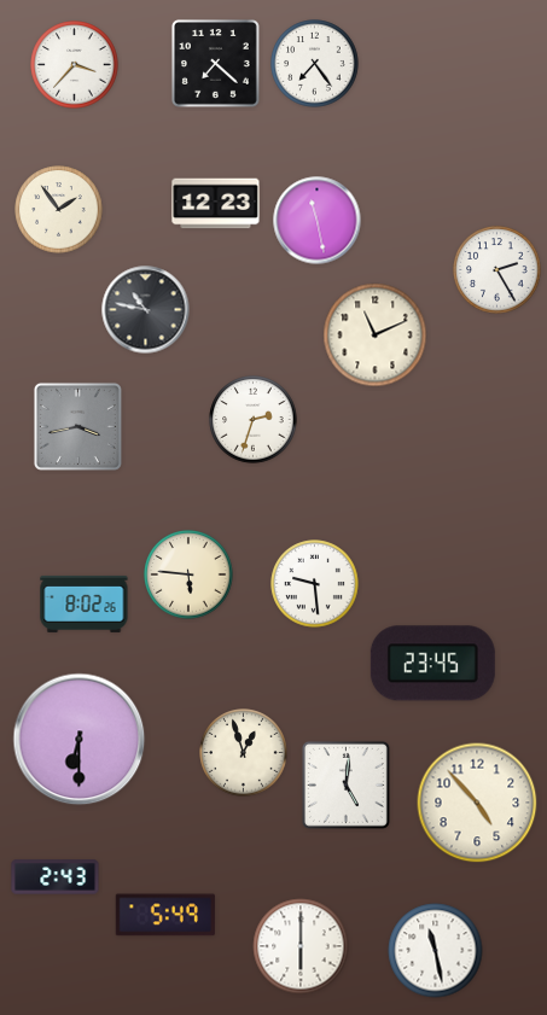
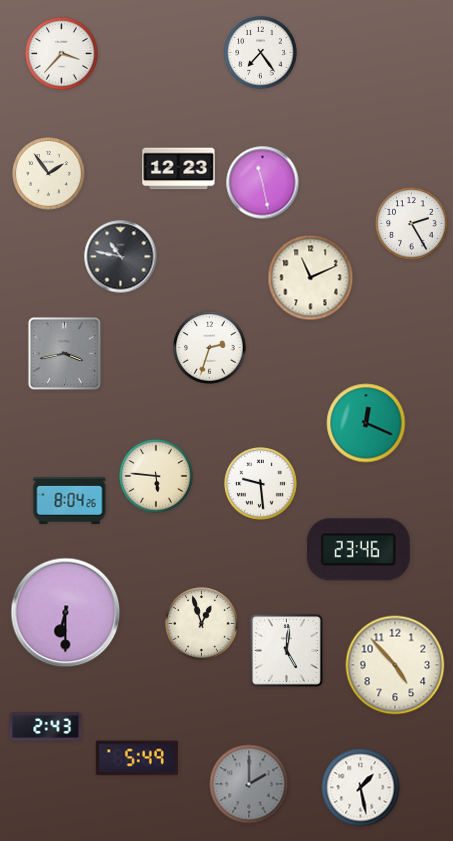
clock at (215, 63): 7:22 -> none
clock at (366, 423): none -> 12:19
clock at (85, 603): 8:02 -> 8:04
clock at (432, 664): 23:45 -> 23:46
clock at (301, 946): 6:00 -> 2:00
clock at (301, 946) dial: white -> grey
clock at (436, 951): 11:28 -> 1:28
